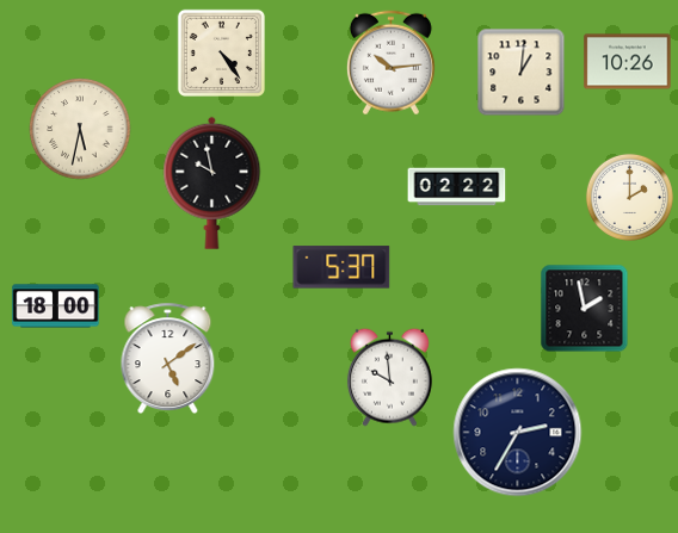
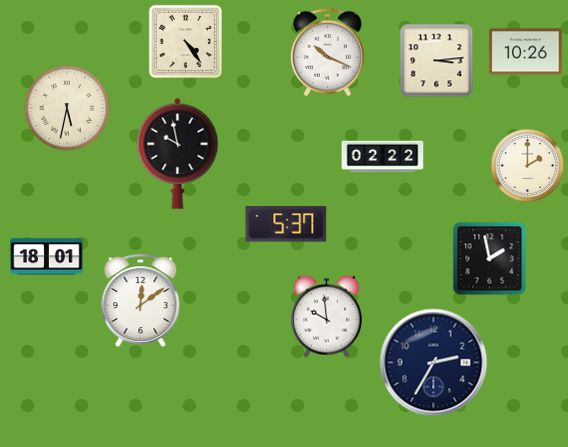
clock at (221, 52) position: (221, 52) -> (185, 41)
clock at (390, 63): 10:14 -> 10:19
clock at (522, 73): 1:01 -> 3:14
clock at (56, 306): 18:00 -> 18:01
clock at (168, 358): 5:09 -> 12:09
